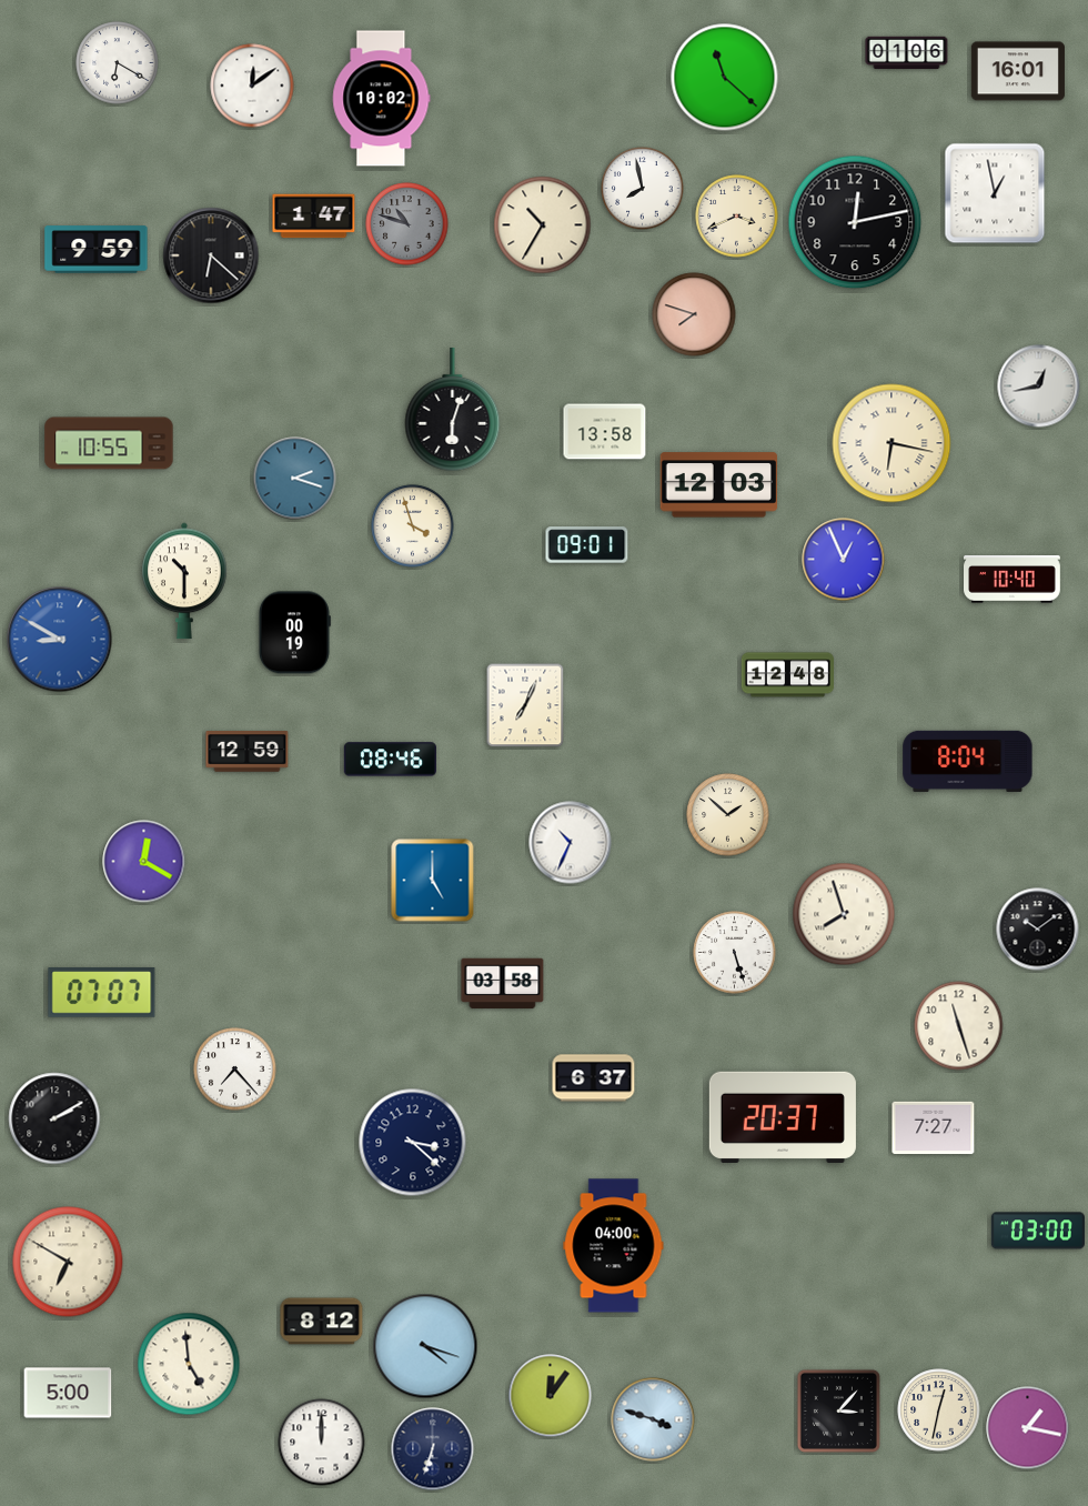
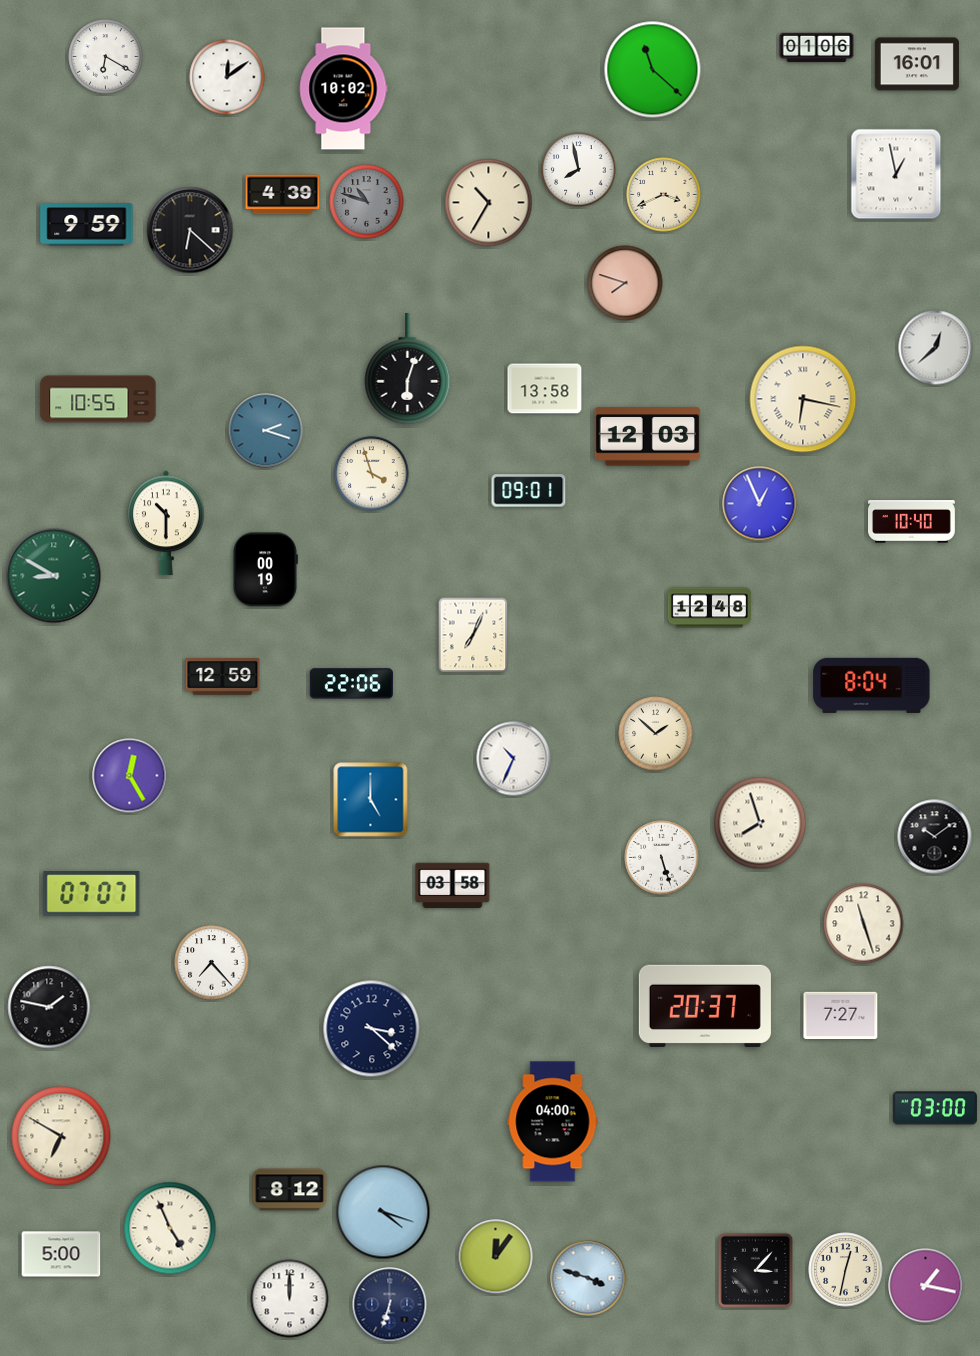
clock at (314, 217): 1:47 -> 4:39
clock at (855, 222): 12:13 -> none
clock at (1039, 386): 12:43 -> 12:38
clock at (60, 640) dial: blue -> green
clock at (390, 760): 08:46 -> 22:06
clock at (144, 862): 12:20 -> 12:25
clock at (433, 881) position: (433, 881) -> (371, 800)
clock at (594, 1078): 6:37 -> none
clock at (54, 1118): 2:10 -> 1:47
clock at (189, 1364): 4:59 -> 4:56
